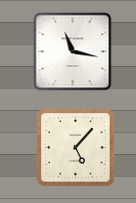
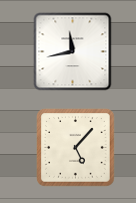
clock at (72, 51): 11:17 -> 11:43
